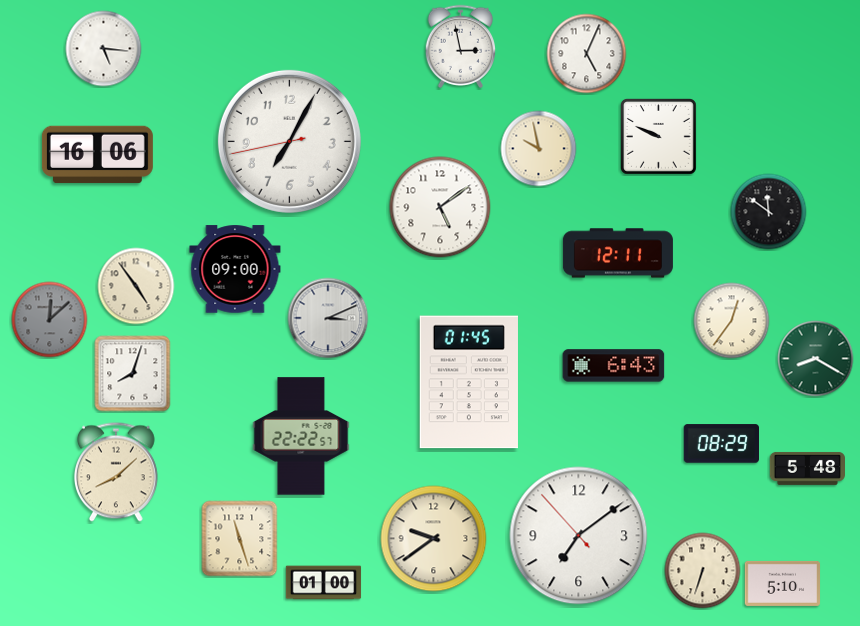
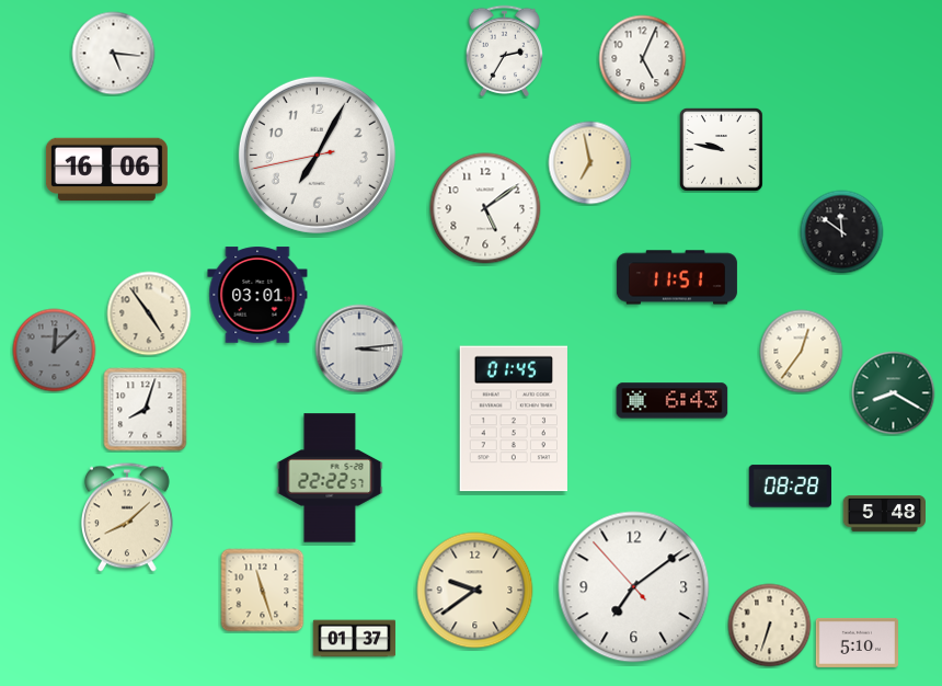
clock at (461, 46): 2:58 -> 2:35
clock at (658, 136): 9:49 -> 9:47
clock at (539, 149): 9:58 -> 6:58
clock at (440, 207) position: (440, 207) -> (485, 208)
clock at (618, 253): 12:11 -> 11:51
clock at (235, 269): 09:00 -> 03:01
clock at (328, 318): 3:11 -> 3:14
clock at (721, 444): 08:29 -> 08:28
clock at (324, 583): 01:00 -> 01:37
clock at (783, 583) position: (783, 583) -> (858, 642)
